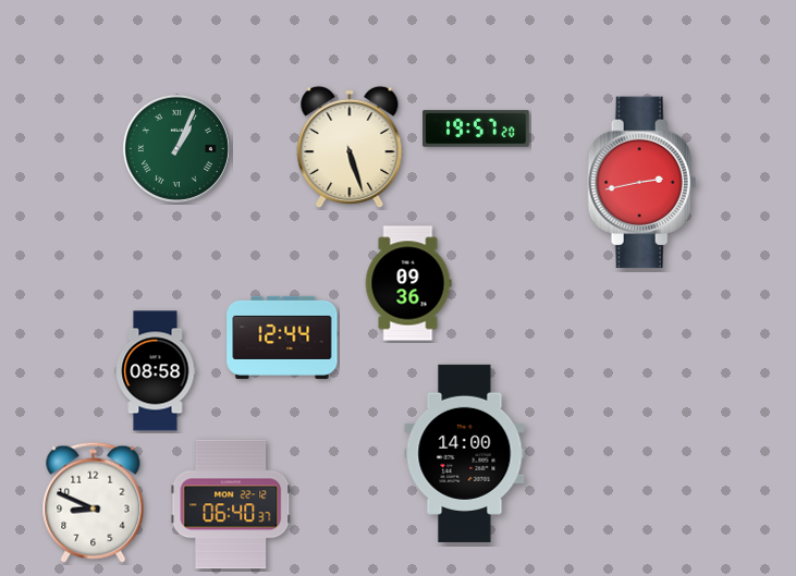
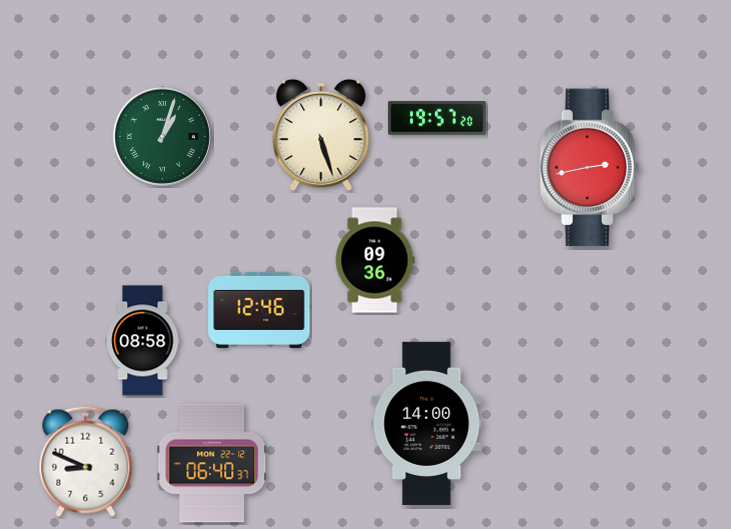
clock at (176, 148): 1:04 -> 1:03
clock at (282, 338): 12:44 -> 12:46
clock at (465, 453) position: (465, 453) -> (427, 423)
